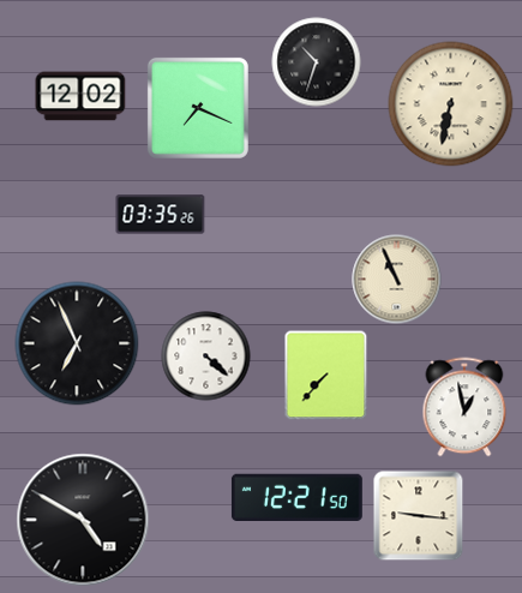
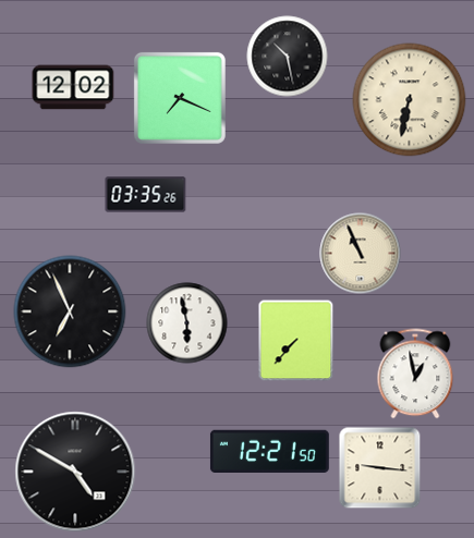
clock at (317, 62): 10:33 -> 10:28
clock at (451, 104) position: (451, 104) -> (410, 100)
clock at (206, 357): 4:22 -> 5:58
clock at (464, 407) position: (464, 407) -> (415, 374)
